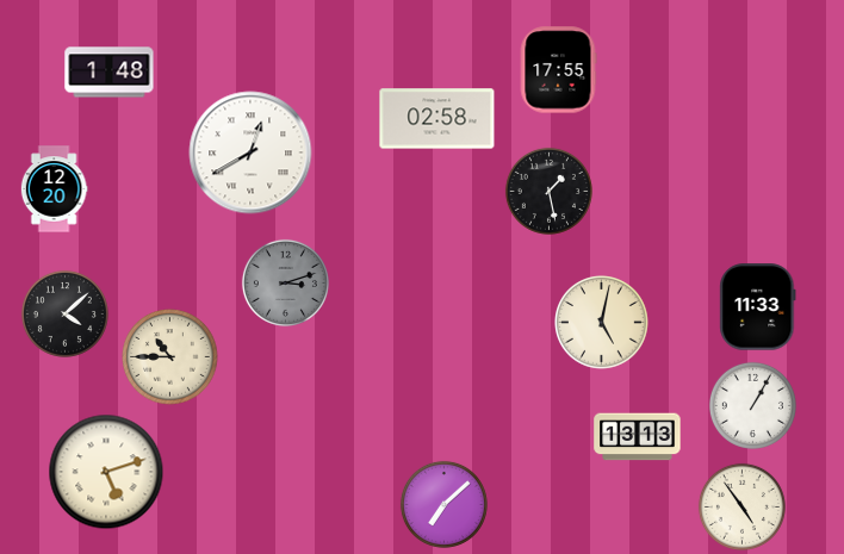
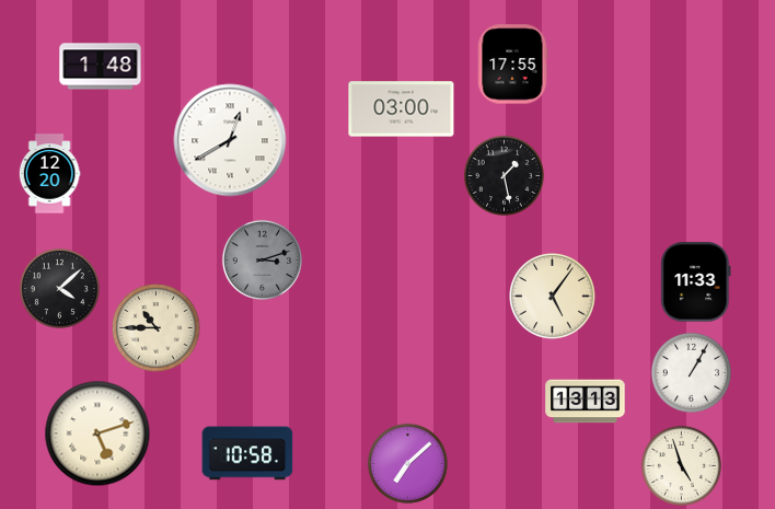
clock at (437, 119): 02:58 -> 03:00
clock at (602, 323): 5:02 -> 5:06
clock at (247, 453): none -> 10:58
clock at (741, 506): 4:54 -> 4:57
